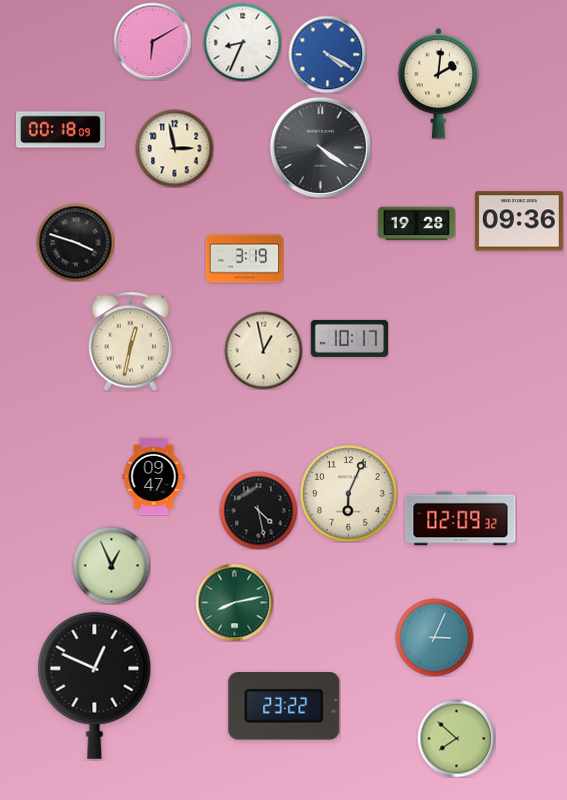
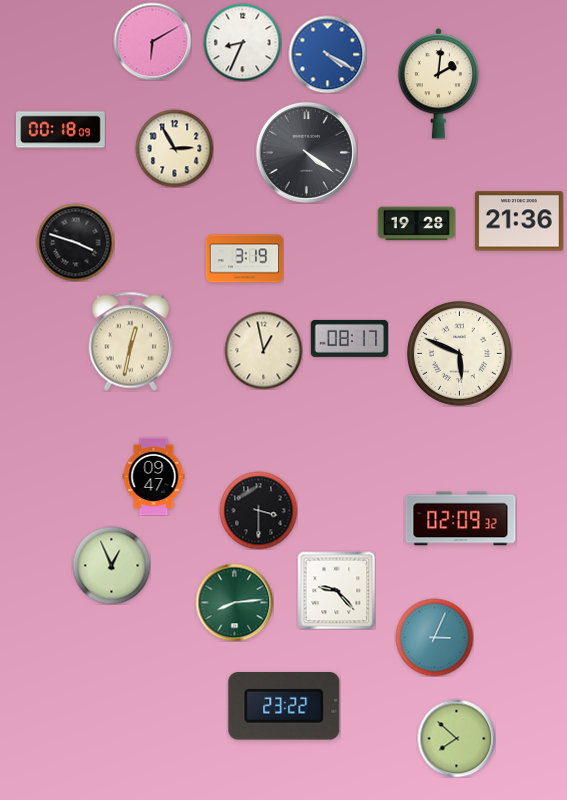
clock at (320, 147) position: (320, 147) -> (306, 152)
clock at (174, 148): 2:58 -> 2:55
clock at (519, 221): 09:36 -> 21:36
clock at (349, 338): 10:17 -> 08:17
clock at (460, 354): none -> 5:49
clock at (349, 494): 6:04 -> none
clock at (258, 510): 4:28 -> 3:30
clock at (336, 590): none -> 9:23
clock at (234, 602): 8:13 -> 8:14
clock at (95, 685): 12:49 -> none
